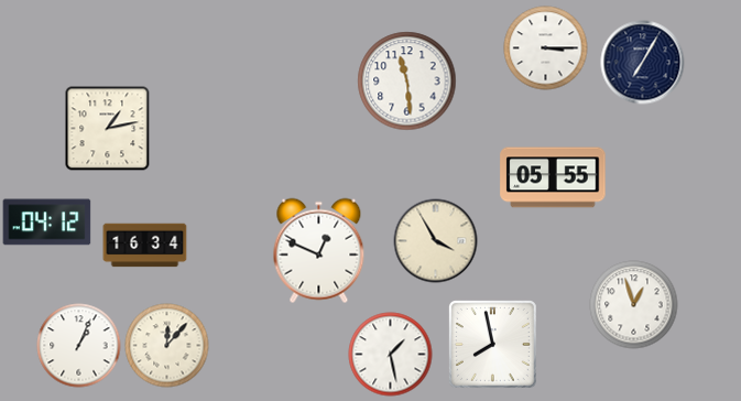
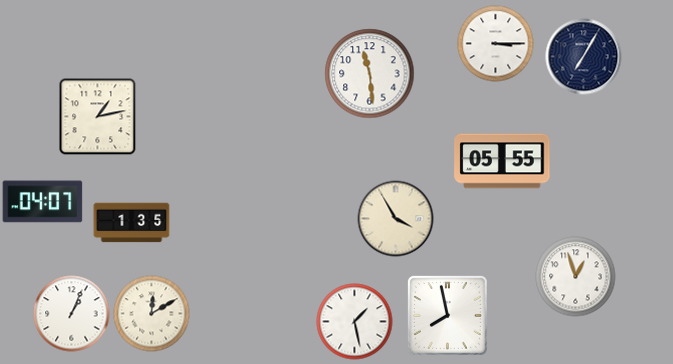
clock at (47, 223): 04:12 -> 04:07
clock at (145, 246): 16:34 -> 1:35
clock at (319, 251): 12:49 -> none
clock at (492, 344) position: (492, 344) -> (447, 315)
clock at (167, 346): 12:07 -> 12:10
